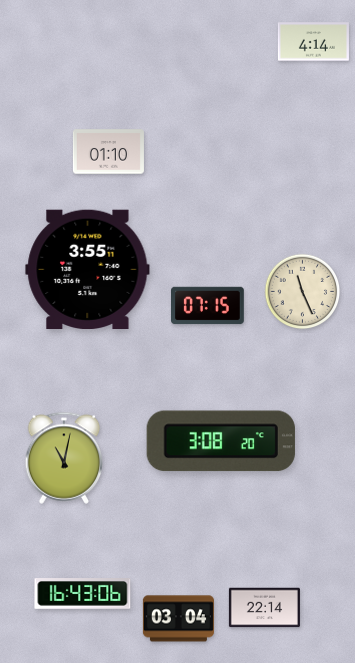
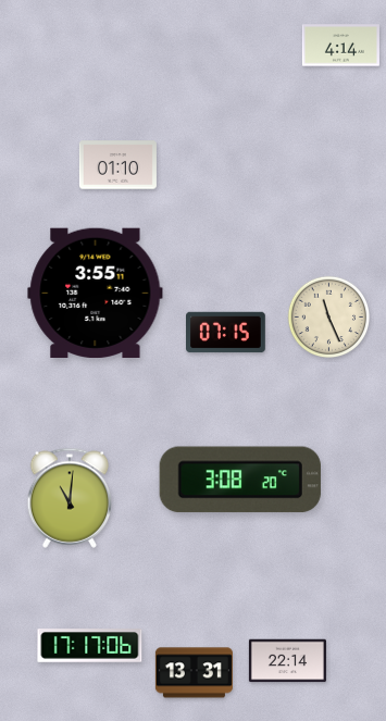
clock at (64, 458): 11:02 -> 11:01
clock at (83, 594): 16:43 -> 17:17
clock at (178, 619): 03:04 -> 13:31
